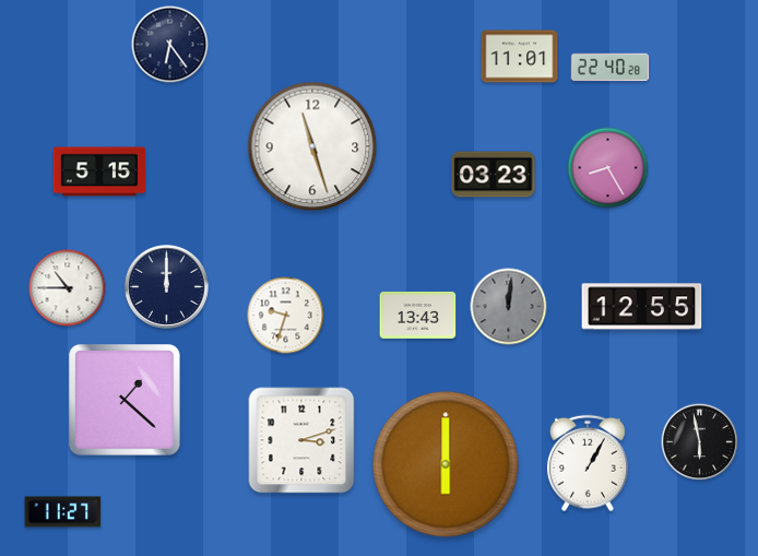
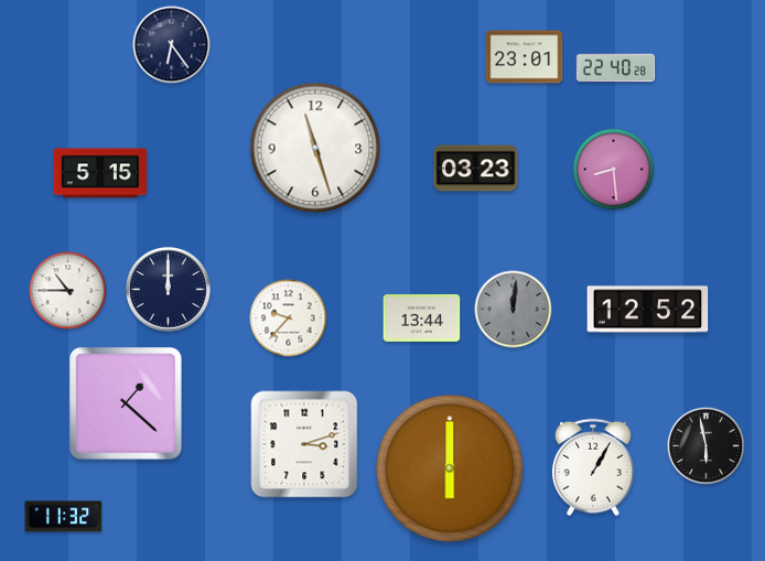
clock at (520, 57): 11:01 -> 23:01
clock at (608, 168): 8:25 -> 8:29
clock at (494, 175) position: (494, 175) -> (476, 169)
clock at (642, 307): 12:55 -> 12:52
clock at (418, 315): 13:43 -> 13:44
clock at (286, 316): 9:33 -> 9:37
clock at (63, 512): 11:27 -> 11:32
